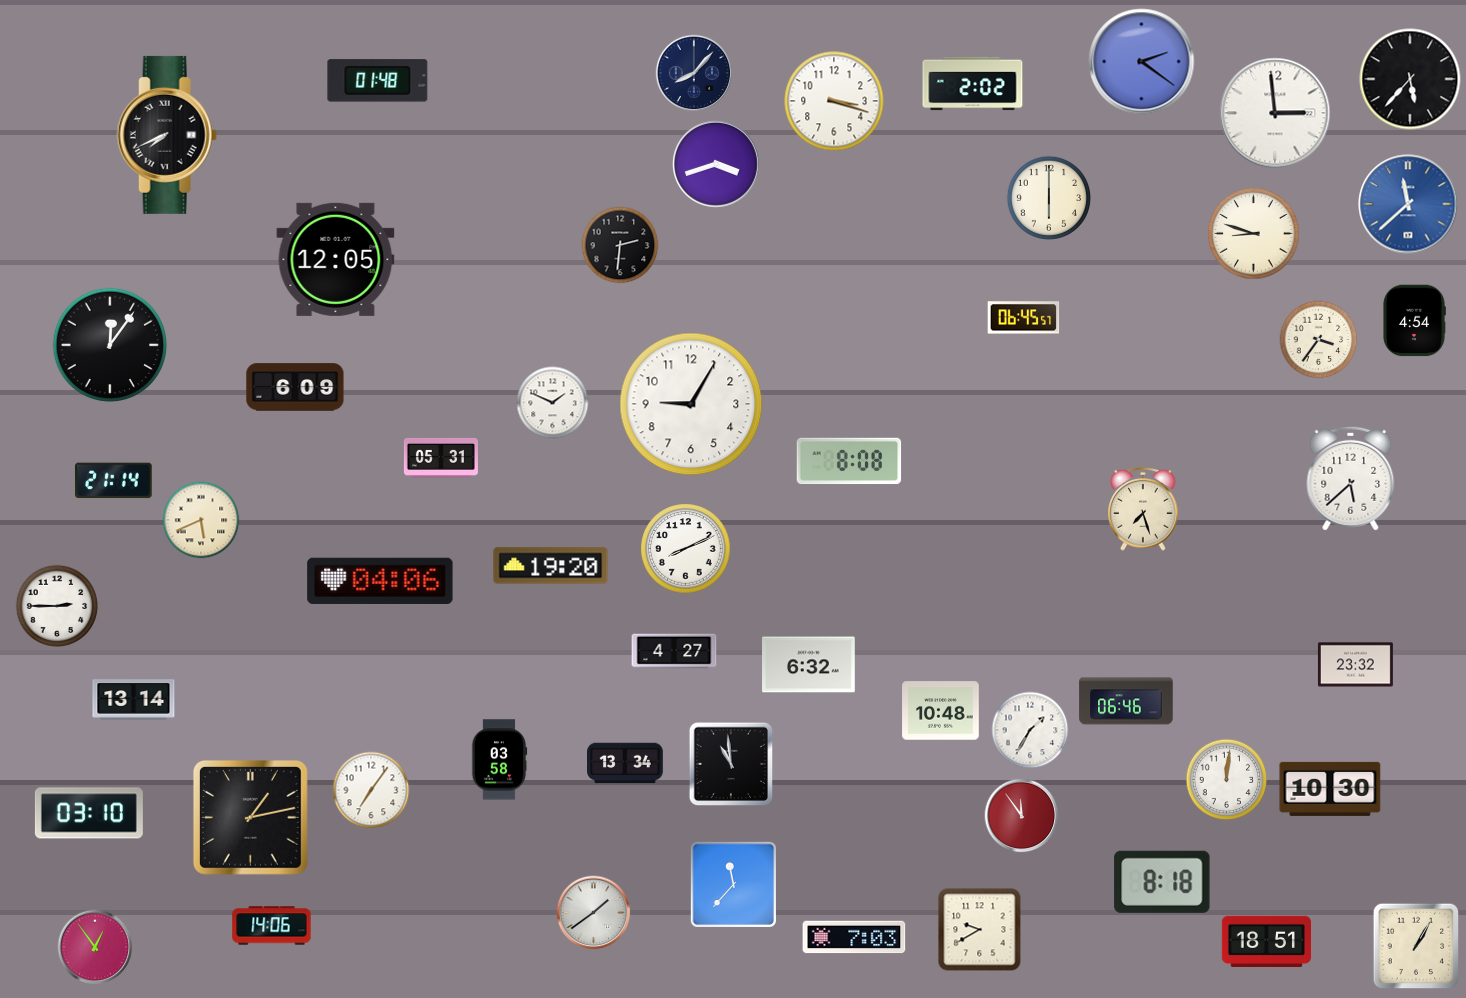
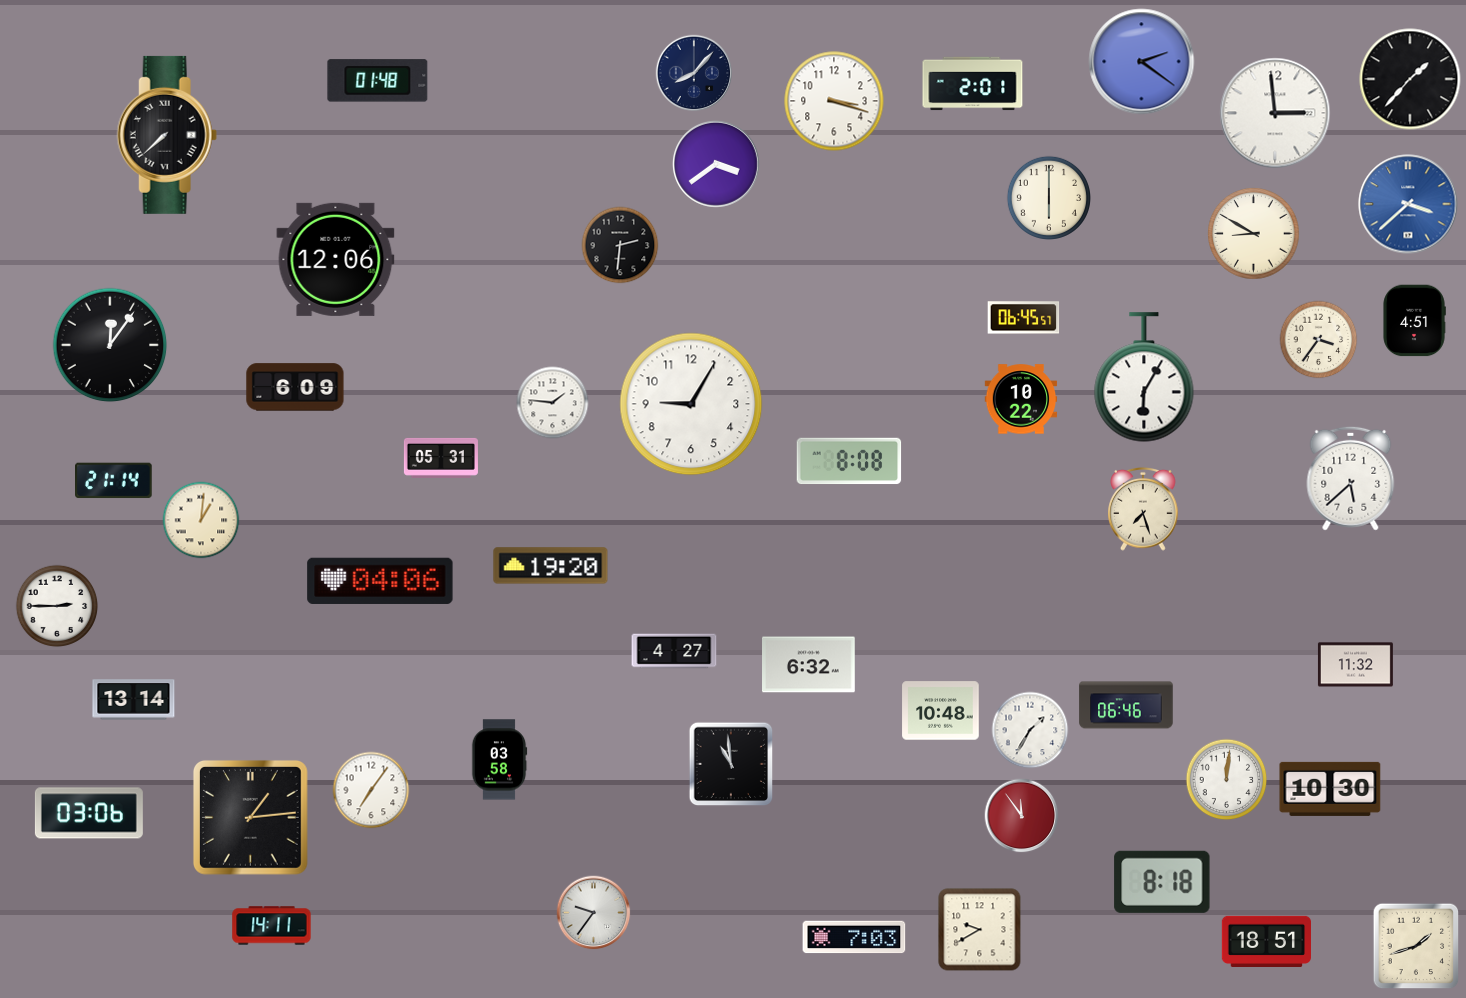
clock at (1410, 79): 5:37 -> 1:37
clock at (973, 84): 2:02 -> 2:01
clock at (167, 135): 7:41 -> 7:38
clock at (716, 164): 3:42 -> 3:39
clock at (1408, 204): 11:38 -> 3:38
clock at (1254, 234): 8:48 -> 8:50
clock at (336, 259): 12:05 -> 12:06
clock at (1414, 321): 4:54 -> 4:51
clock at (1144, 377): none -> 6:05
clock at (1021, 399): none -> 10:22
clock at (553, 403): 1:49 -> 1:46
clock at (201, 520): 5:41 -> 1:01
clock at (686, 549): 8:11 -> none
clock at (1355, 665): 23:32 -> 11:32
clock at (1126, 701) position: (1126, 701) -> (1126, 705)
clock at (626, 763): 13:34 -> none
clock at (89, 813): 03:10 -> 03:06
clock at (250, 817): 1:13 -> 1:14
clock at (733, 884): 11:37 -> none
clock at (594, 913): 1:39 -> 9:36
clock at (272, 926): 14:06 -> 14:11
clock at (1416, 946): 1:05 -> 1:42
clock at (95, 947): 12:54 -> none
